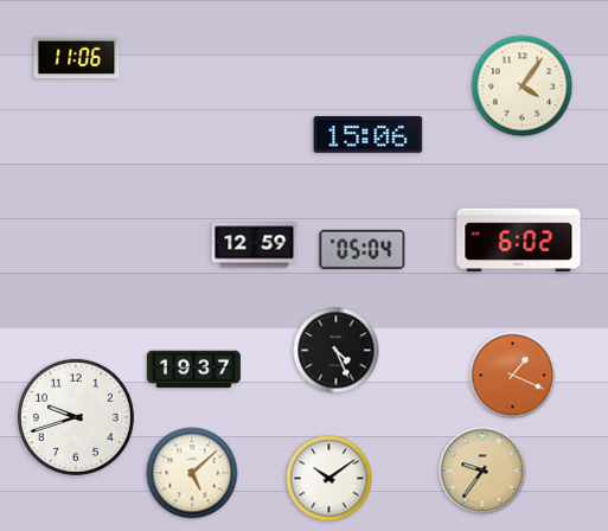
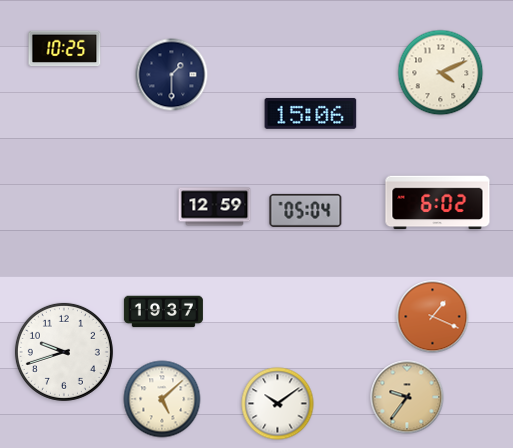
clock at (77, 58): 11:06 -> 10:25
clock at (523, 87): 4:06 -> 4:11
clock at (172, 75): none -> 1:30
clock at (337, 351): 4:26 -> none
